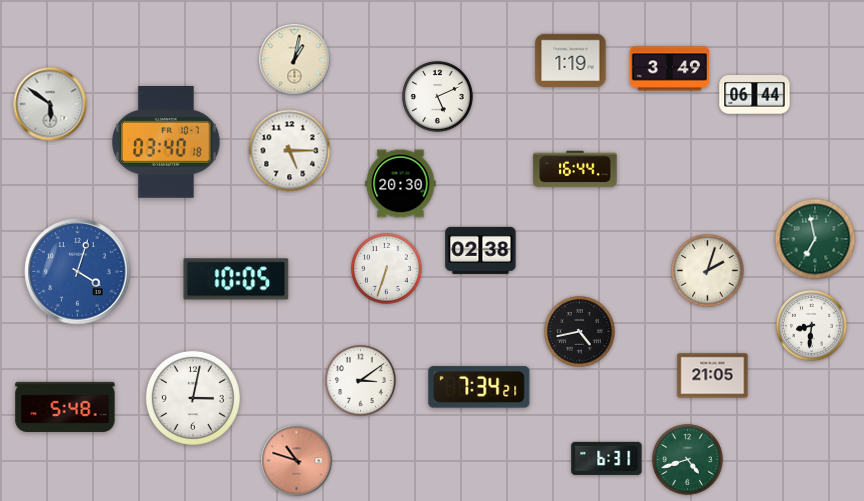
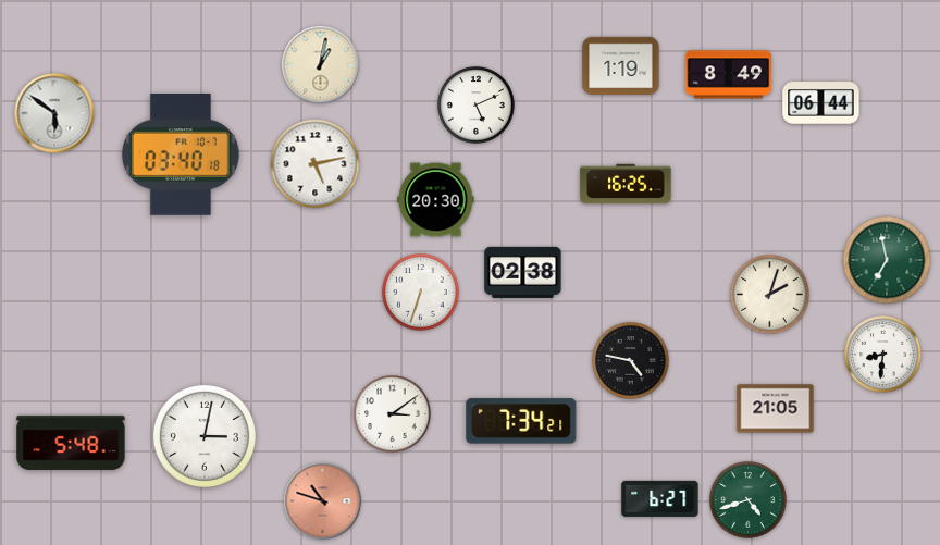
clock at (669, 69): 3:49 -> 8:49
clock at (290, 151): 5:15 -> 5:13
clock at (575, 169): 16:44 -> 16:25
clock at (78, 272): 4:03 -> none
clock at (236, 279): 10:05 -> none
clock at (580, 332): 4:43 -> 4:47
clock at (193, 398) position: (193, 398) -> (205, 436)
clock at (607, 458): 6:31 -> 6:27
